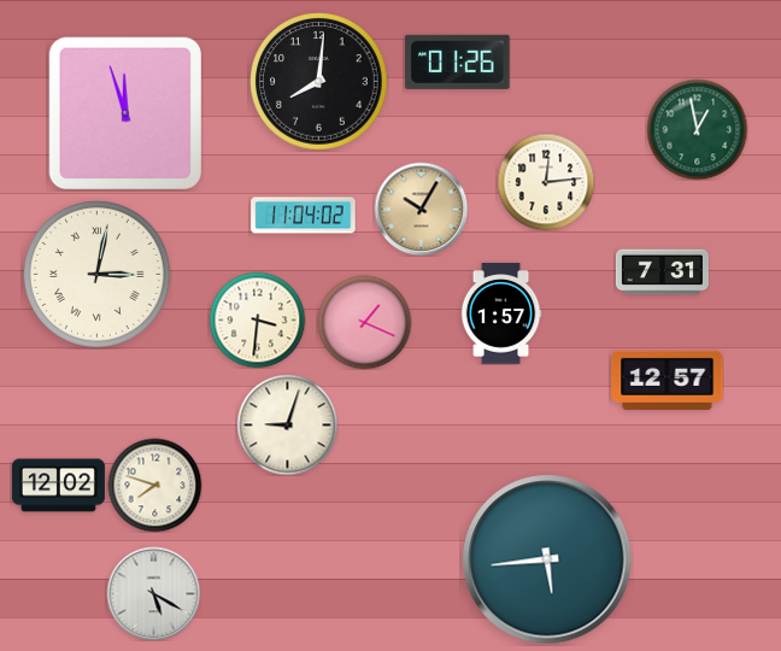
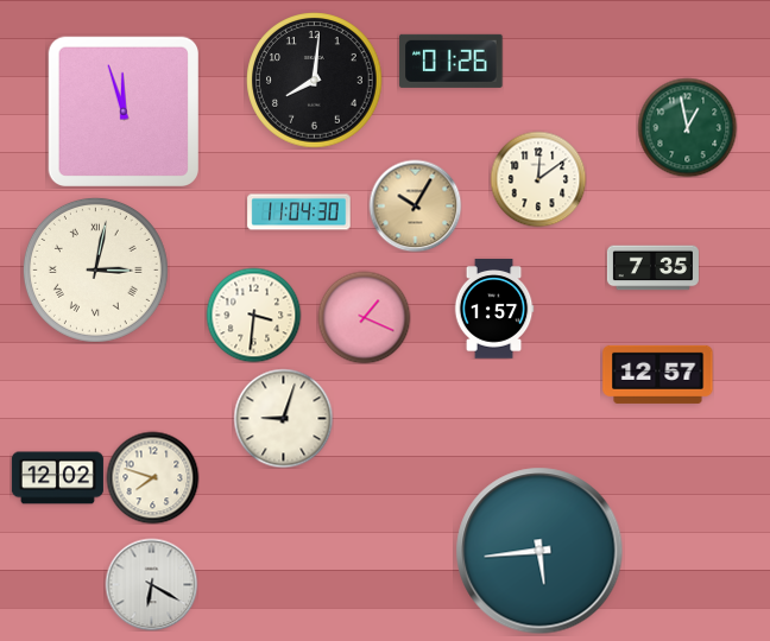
clock at (546, 182): 12:14 -> 12:09
clock at (304, 216): 11:04:02 -> 11:04:30
clock at (662, 272): 7:31 -> 7:35
clock at (364, 322) position: (364, 322) -> (364, 317)
clock at (153, 593): 5:20 -> 6:20
